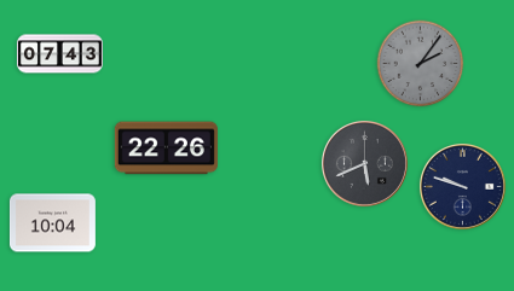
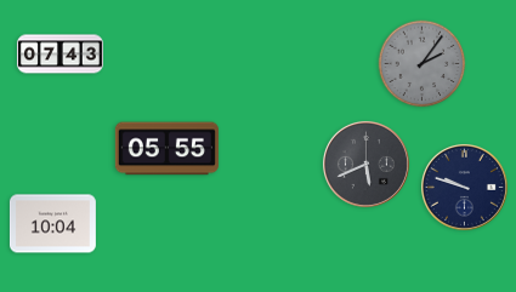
clock at (166, 149): 22:26 -> 05:55
